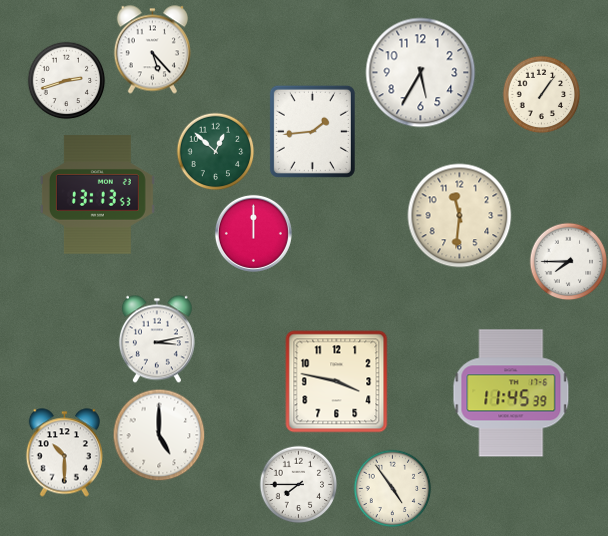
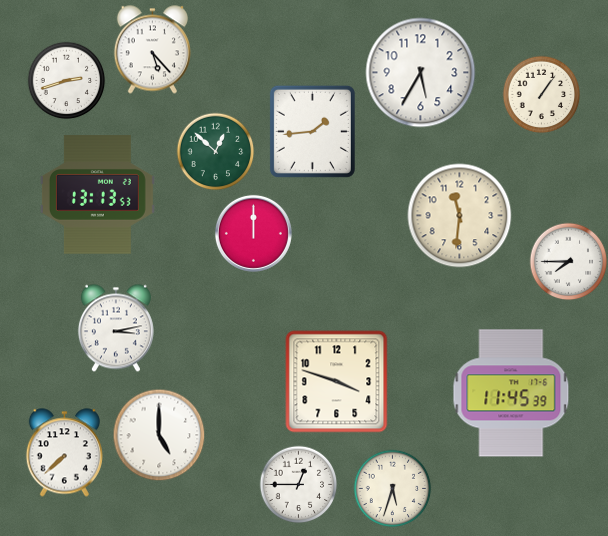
clock at (157, 339) position: (157, 339) -> (116, 328)
clock at (337, 382): 3:47 -> 3:48
clock at (64, 453): 10:30 -> 7:38
clock at (298, 484): 7:45 -> 12:45
clock at (392, 488): 4:54 -> 5:33
